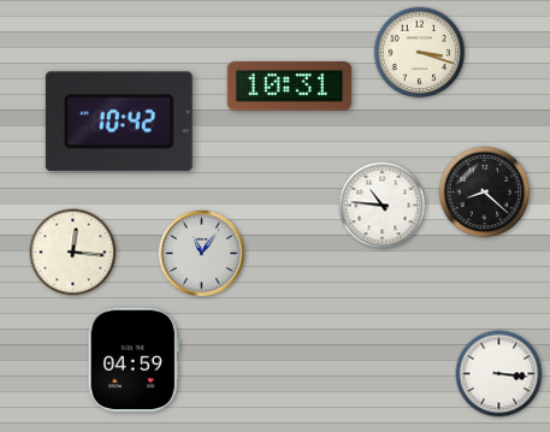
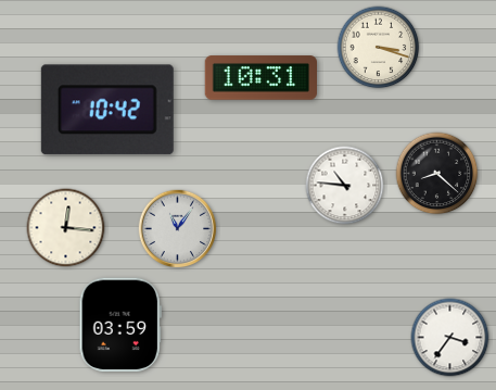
clock at (202, 254) position: (202, 254) -> (178, 229)
clock at (134, 360): 04:59 -> 03:59
clock at (499, 374): 3:16 -> 3:36
